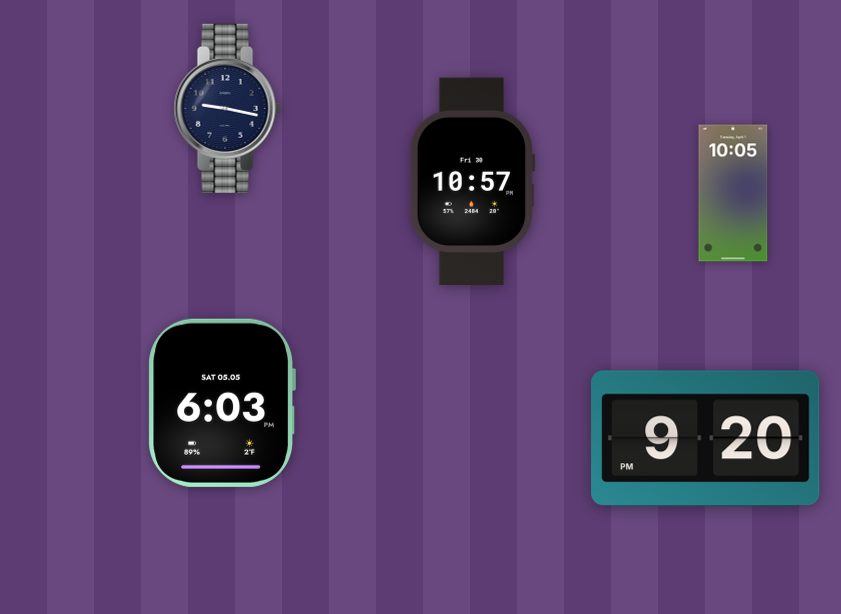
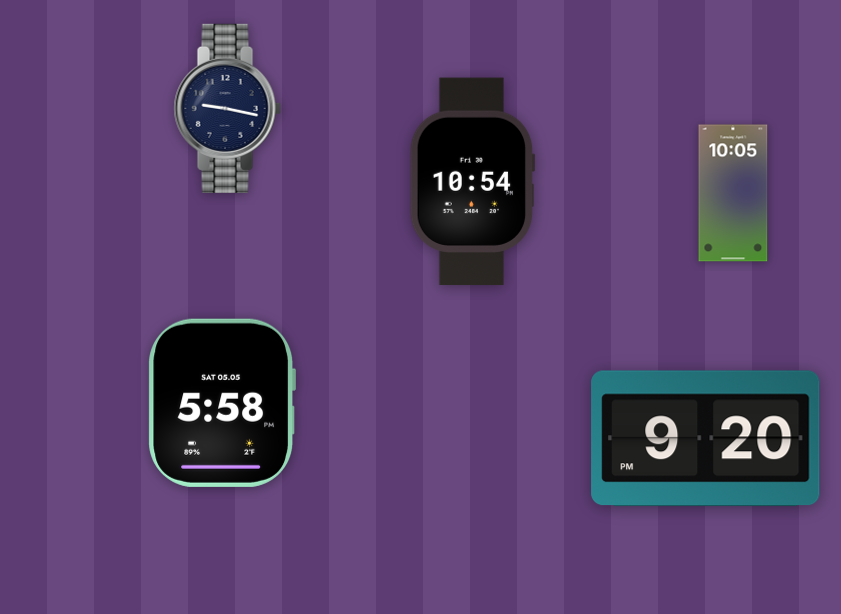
clock at (472, 182): 10:57 -> 10:54
clock at (221, 403): 6:03 -> 5:58
